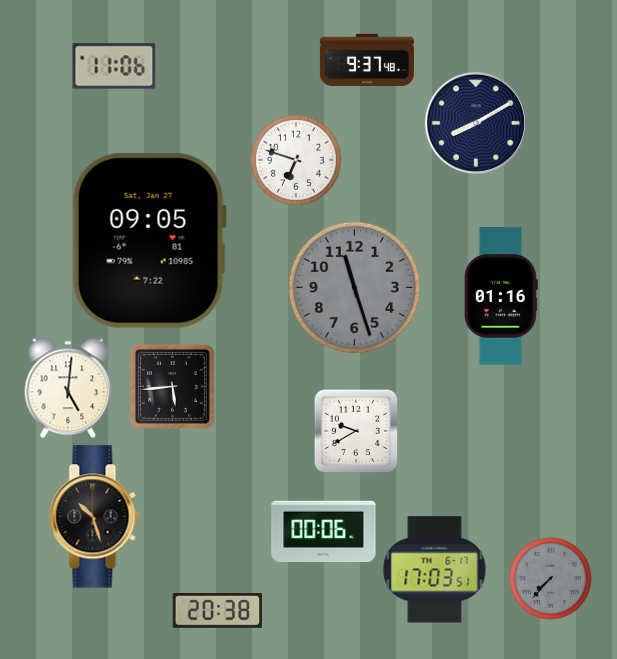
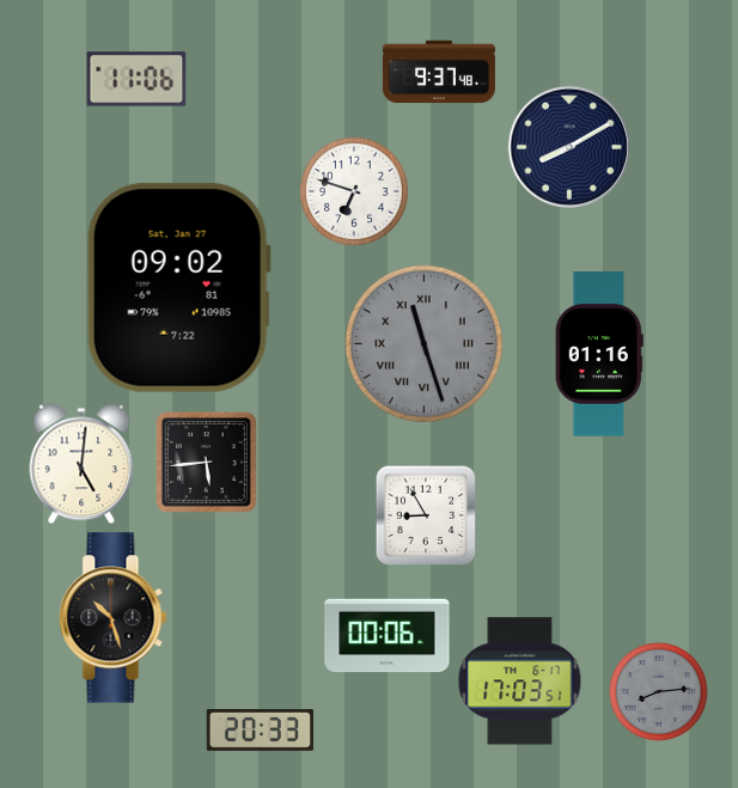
clock at (149, 240): 09:05 -> 09:02
clock at (354, 287) numerals: Arabic -> Roman
clock at (356, 431): 9:40 -> 8:55
clock at (551, 579): 7:37 -> 8:14
clock at (217, 611): 20:38 -> 20:33
